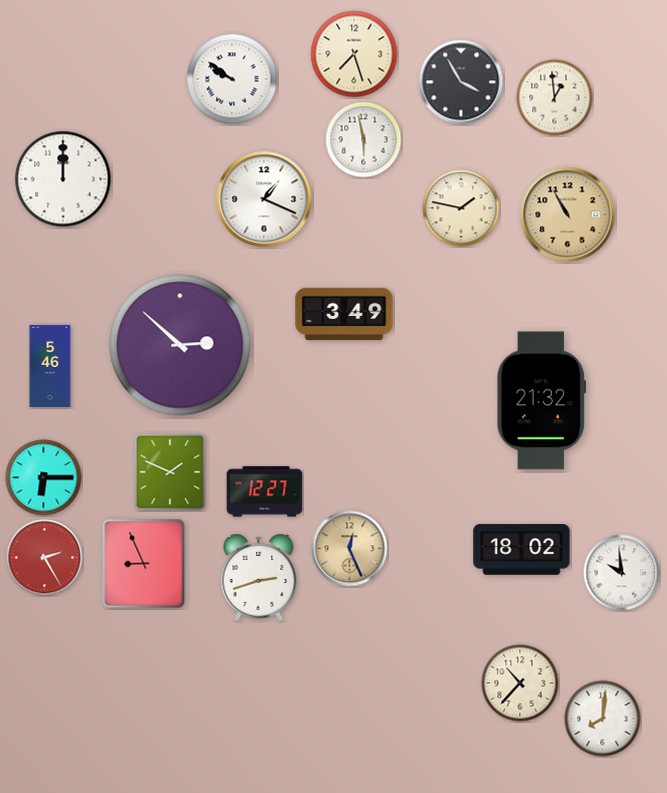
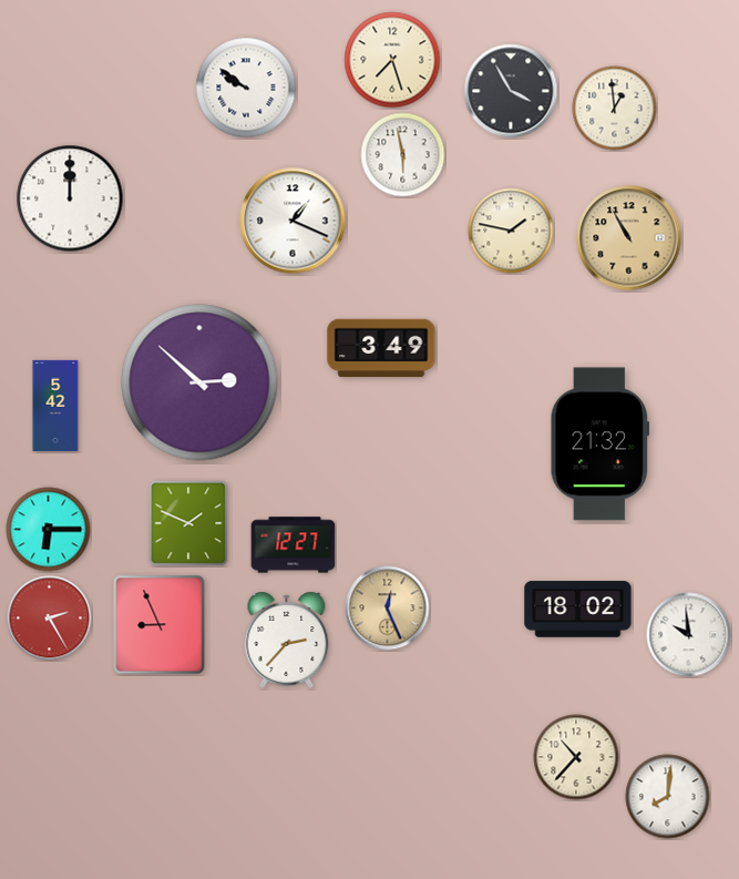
clock at (232, 79) position: (232, 79) -> (246, 88)
clock at (50, 365): 5:46 -> 5:42
clock at (259, 577): 2:42 -> 2:37
